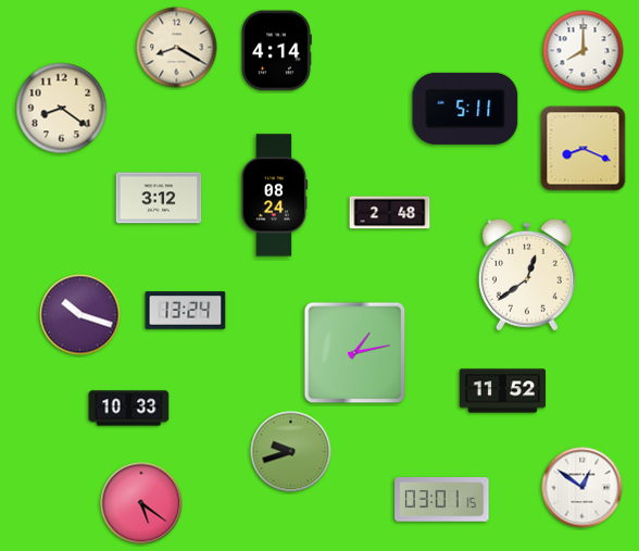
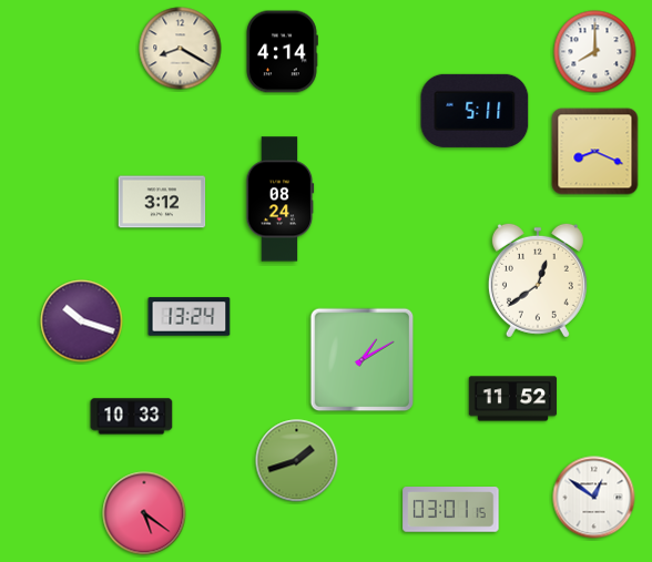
clock at (62, 109): 8:21 -> none
clock at (390, 213): 2:48 -> none
clock at (355, 353): 1:13 -> 1:10
clock at (291, 452): 9:42 -> 1:42
